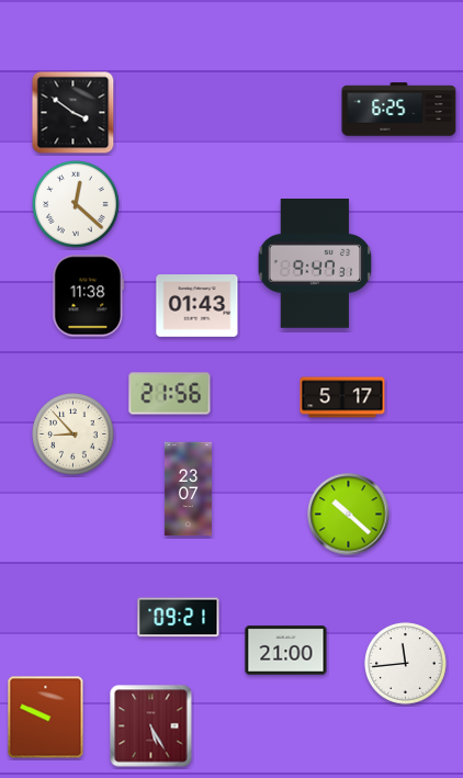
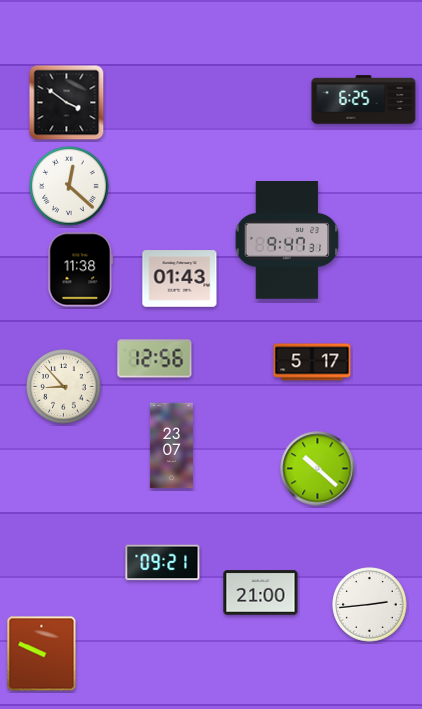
clock at (170, 394): 21:56 -> 12:56
clock at (74, 435) position: (74, 435) -> (64, 387)
clock at (406, 664): 11:44 -> 2:44
clock at (151, 726): 5:25 -> none
